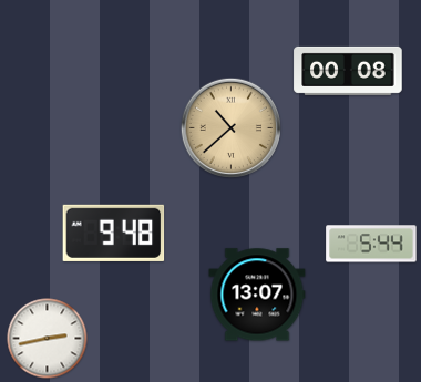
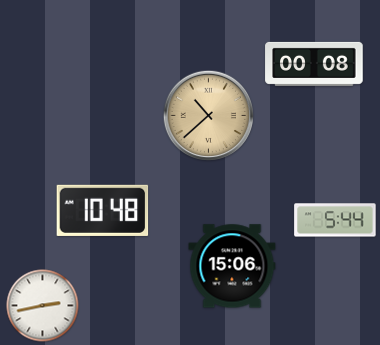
clock at (114, 233): 9:48 -> 10:48
clock at (257, 295): 13:07 -> 15:06
